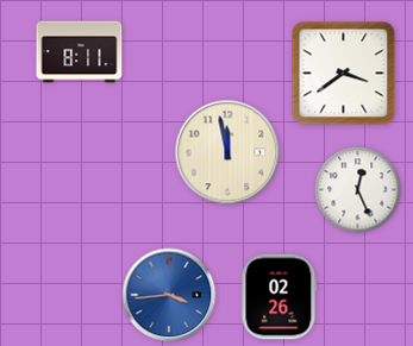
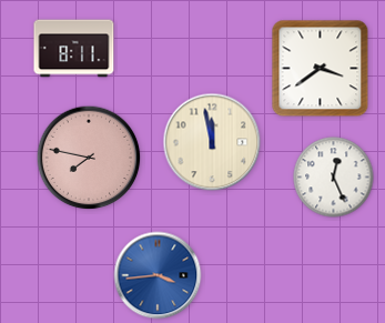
clock at (89, 158): none -> 7:47
clock at (280, 297): 02:26 -> none
